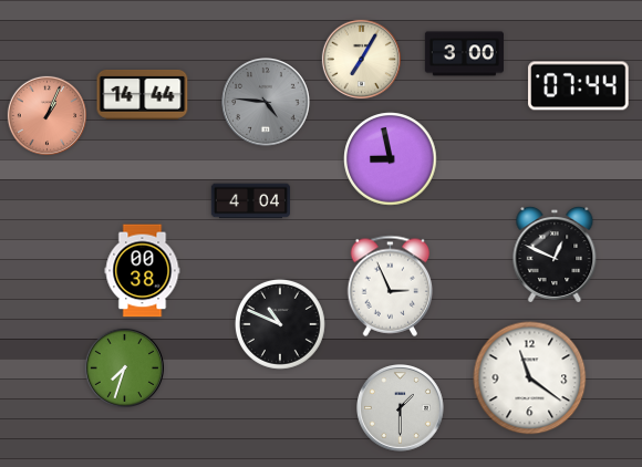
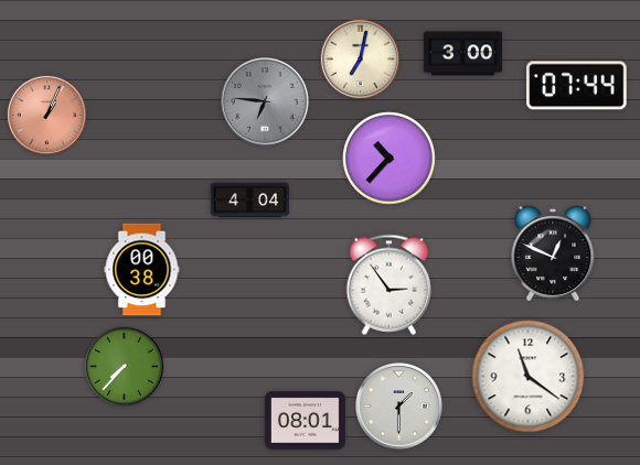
clock at (361, 59): 7:05 -> 7:02
clock at (143, 94): 14:44 -> none
clock at (267, 103): 4:46 -> 6:46
clock at (391, 159): 8:58 -> 10:37
clock at (391, 286): 2:56 -> 2:54
clock at (280, 324): 10:49 -> none
clock at (124, 367): 7:33 -> 7:37
clock at (305, 421): none -> 08:01
